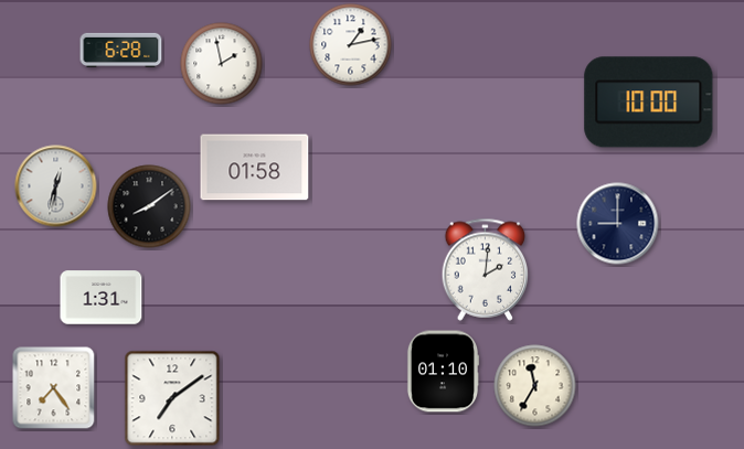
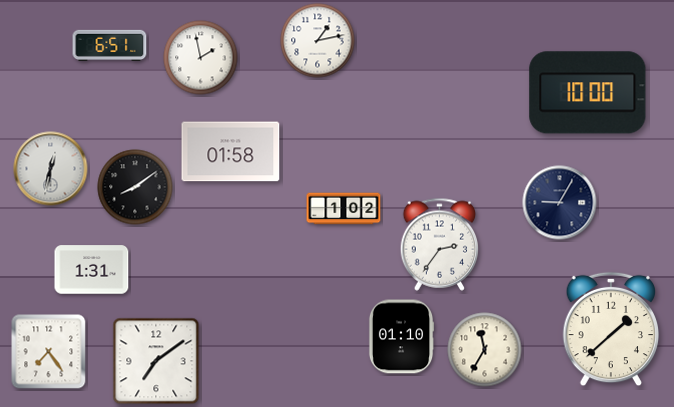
clock at (121, 50): 6:28 -> 6:51
clock at (618, 224): 9:00 -> 9:05
clock at (344, 209): none -> 1:02
clock at (486, 269): 2:01 -> 2:36
clock at (611, 329): none -> 1:38
